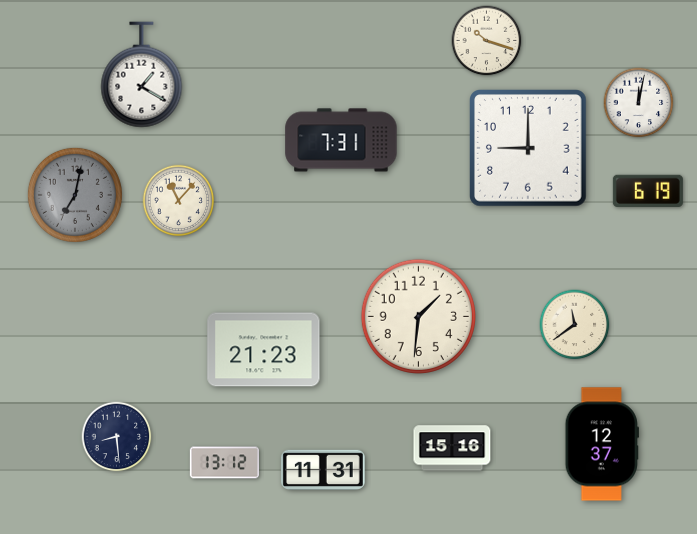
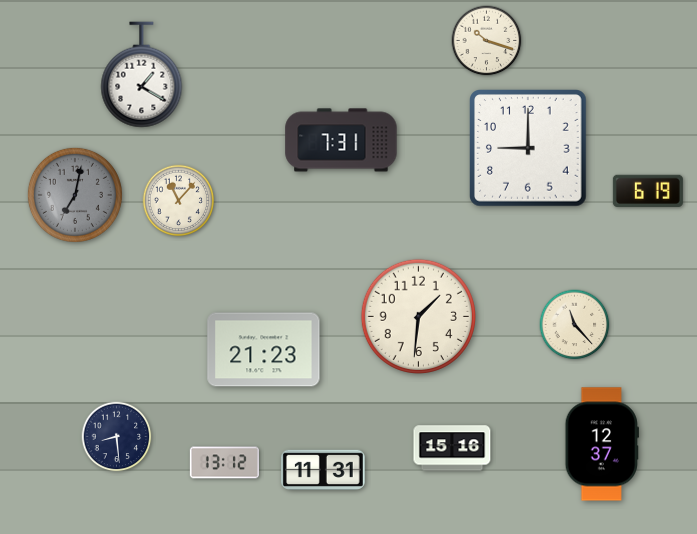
clock at (639, 103): 12:02 -> none
clock at (575, 325): 11:39 -> 11:23
